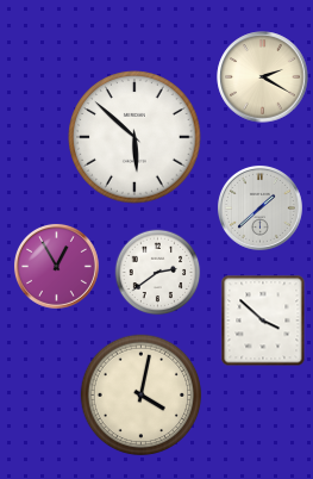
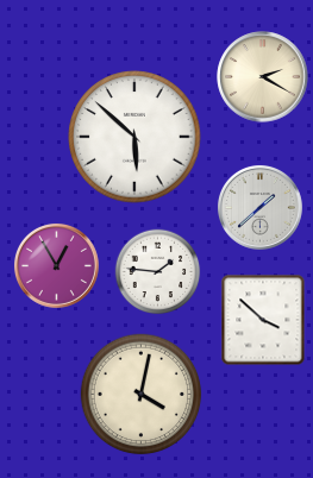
clock at (158, 273): 2:39 -> 1:46
